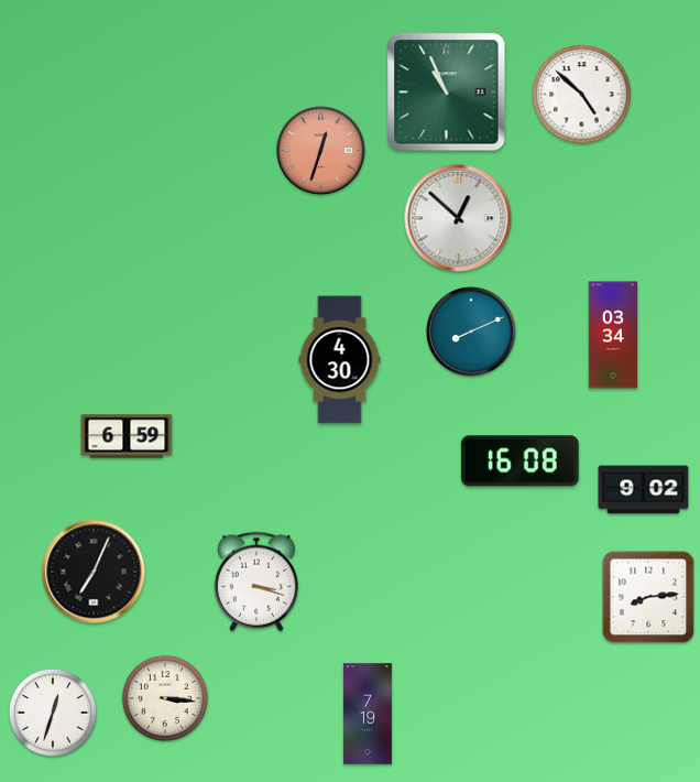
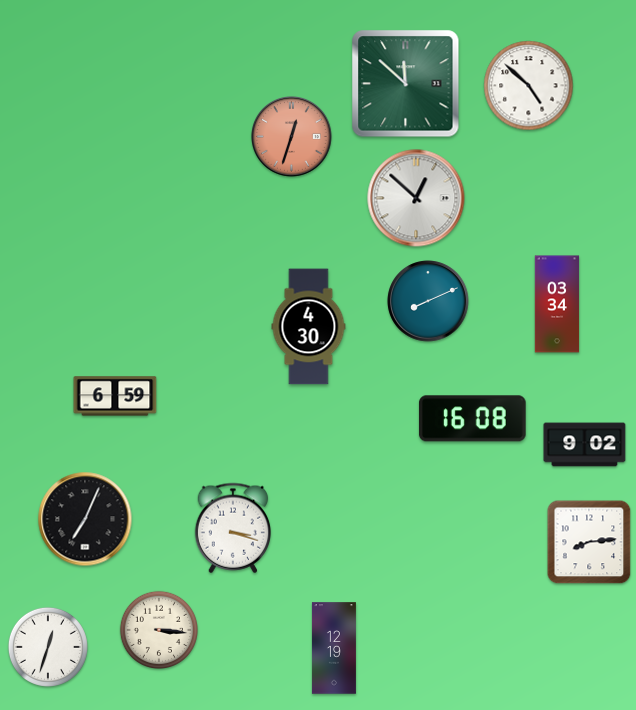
clock at (447, 93): 10:56 -> 11:52
clock at (164, 697) position: (164, 697) -> (158, 629)
clock at (368, 714): 7:19 -> 12:19
